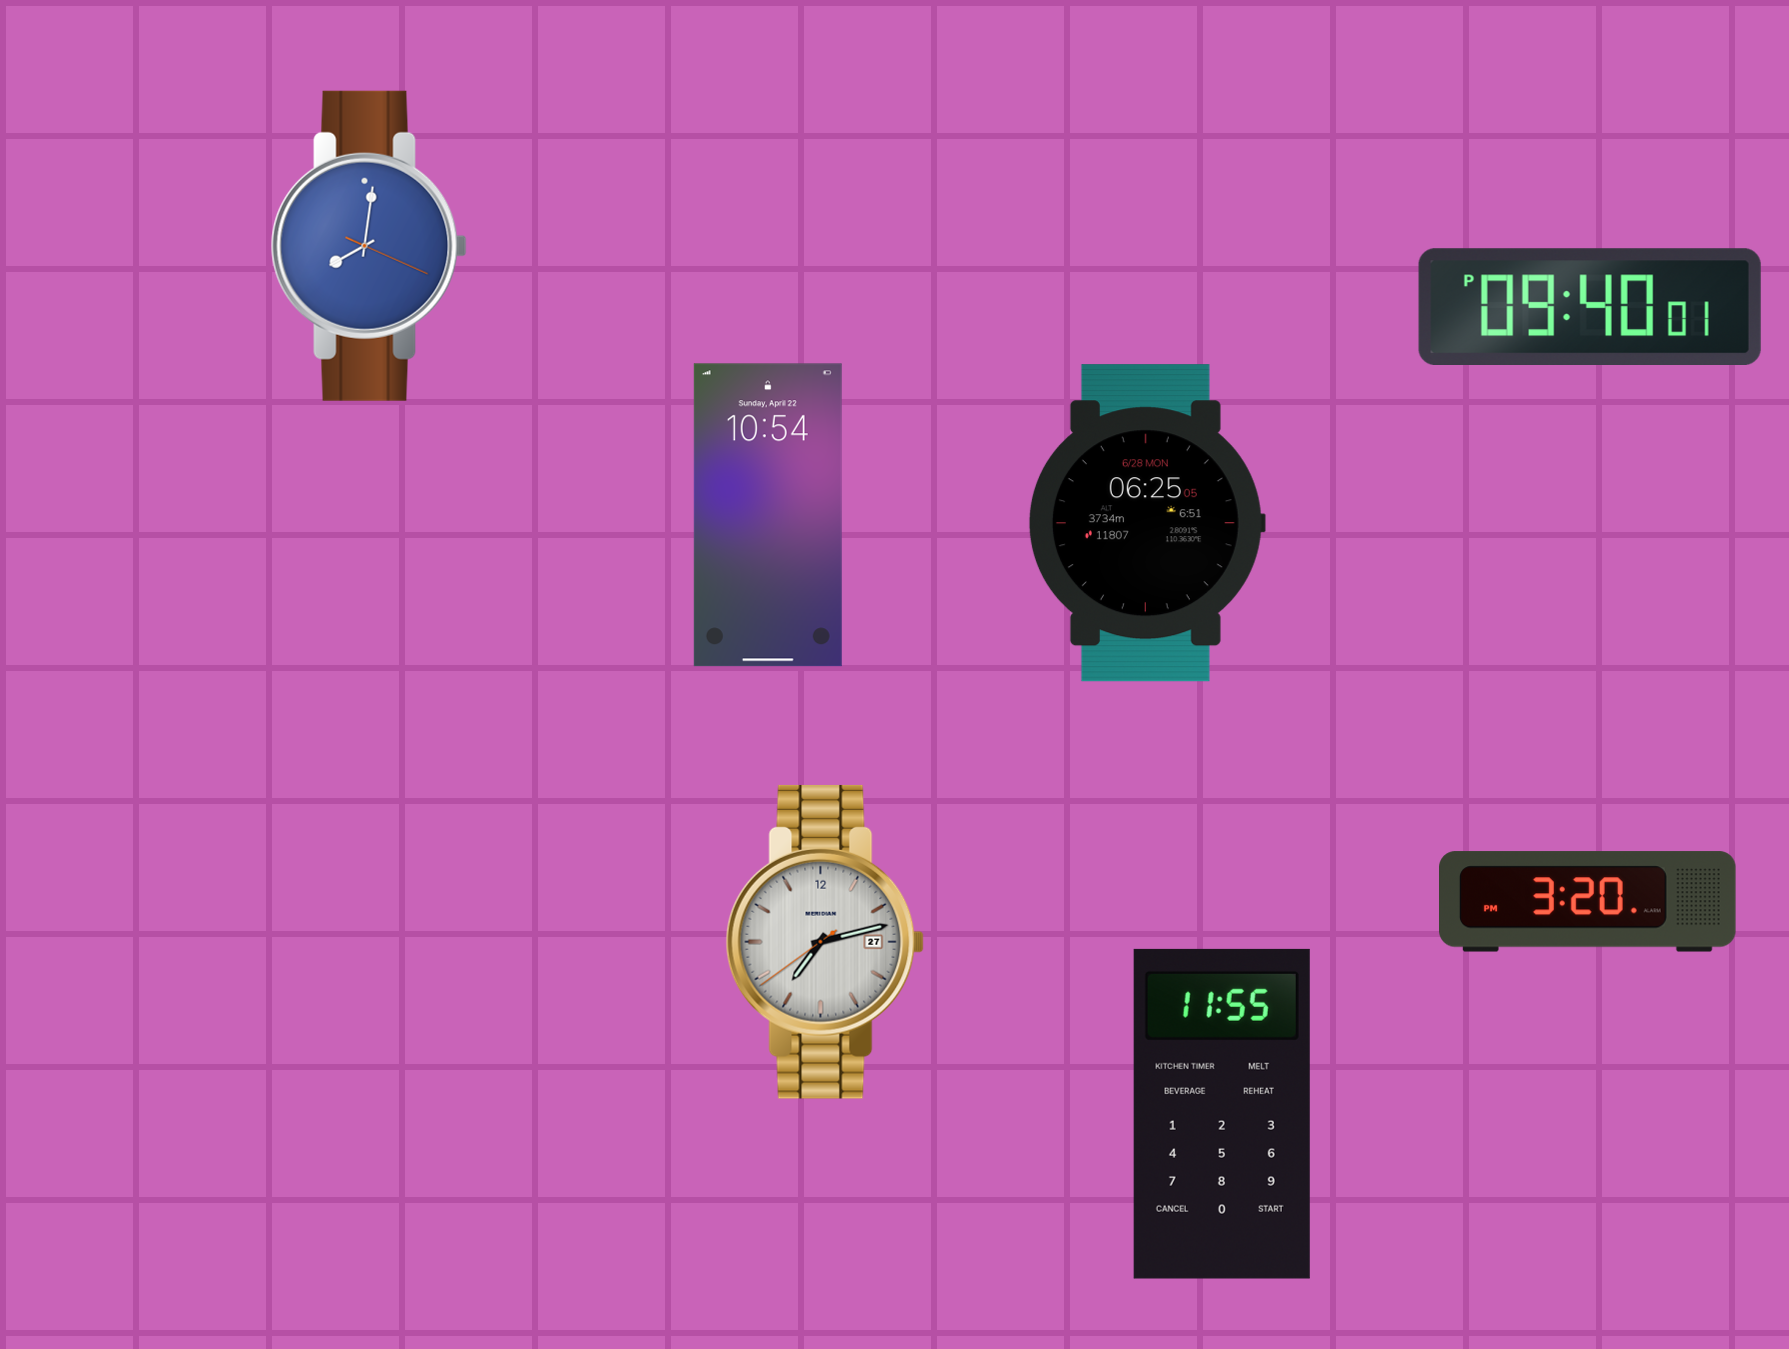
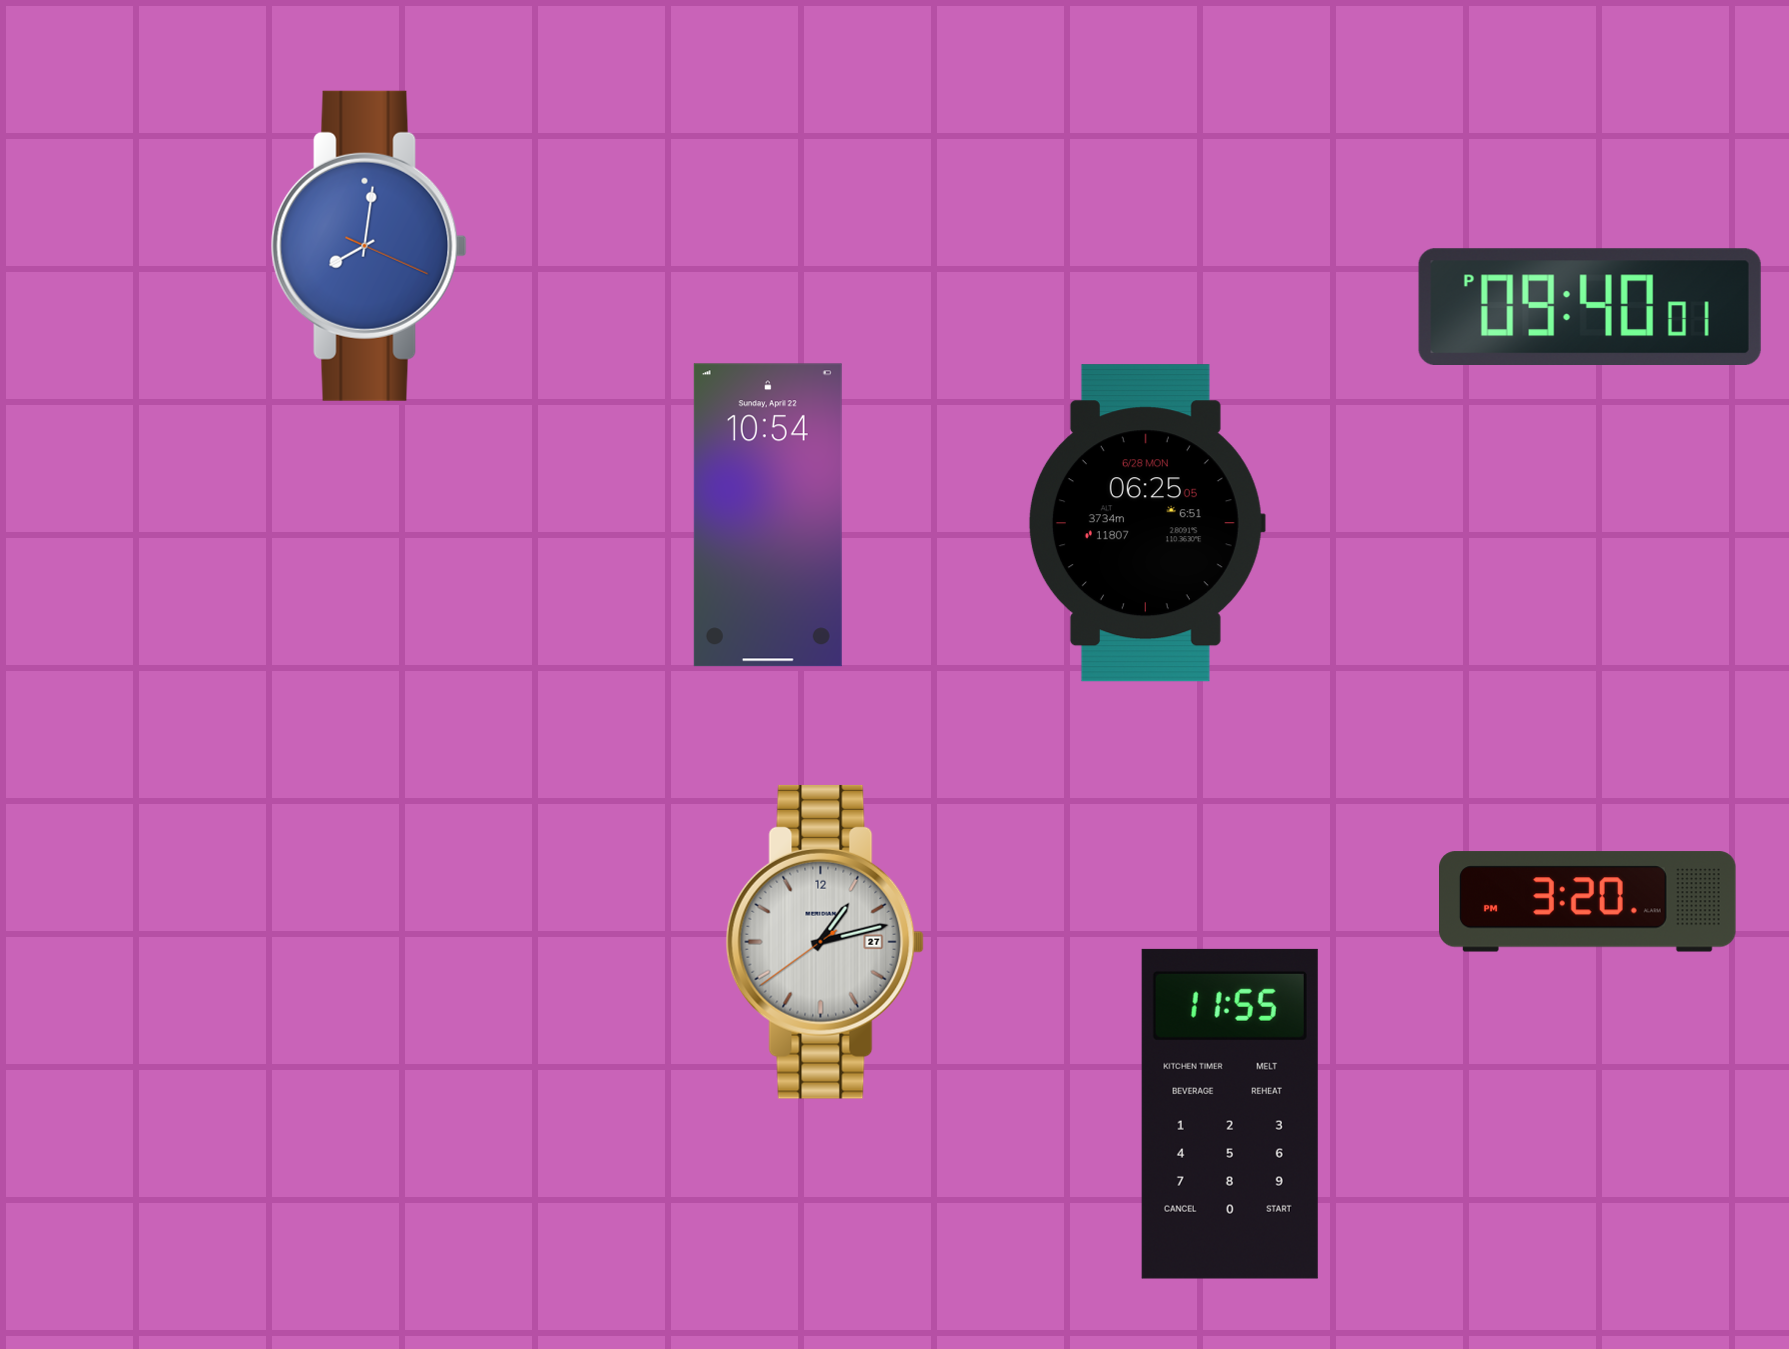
clock at (825, 942): 7:12 -> 1:12
clock at (1222, 1114) position: (1222, 1114) -> (1230, 1114)
